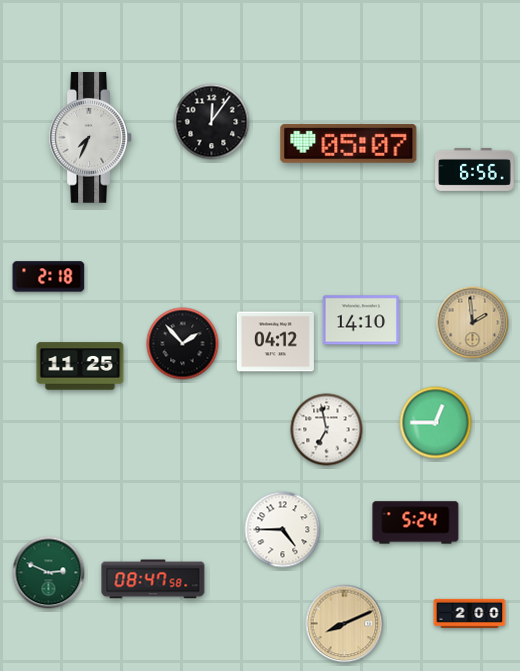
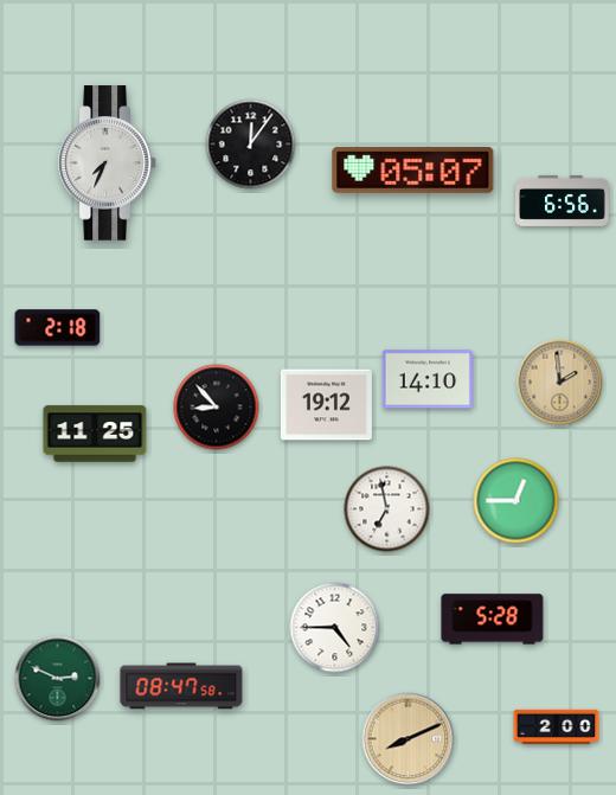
clock at (275, 342): 04:12 -> 19:12
clock at (183, 344): 1:53 -> 8:53
clock at (416, 523): 5:24 -> 5:28
